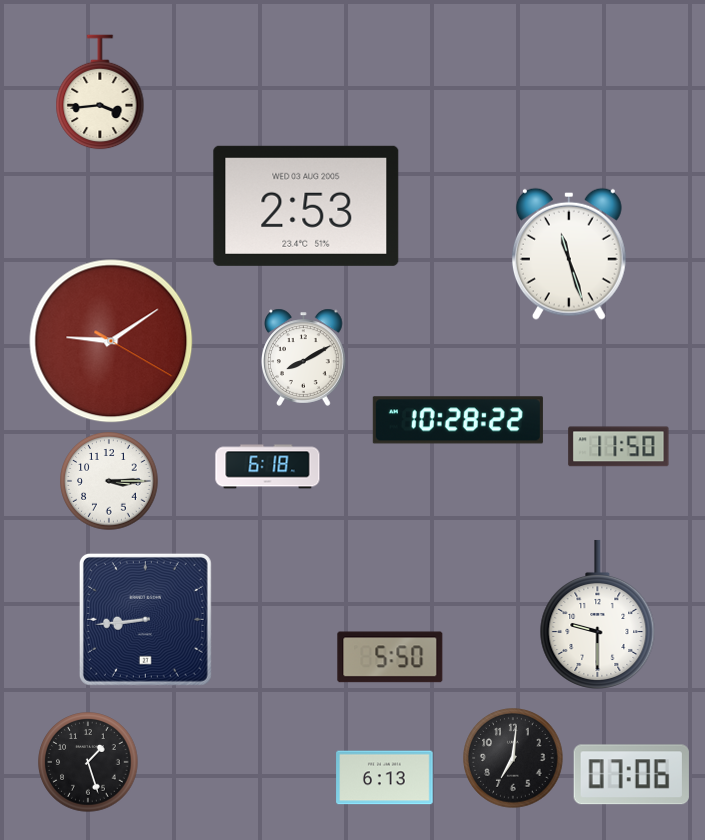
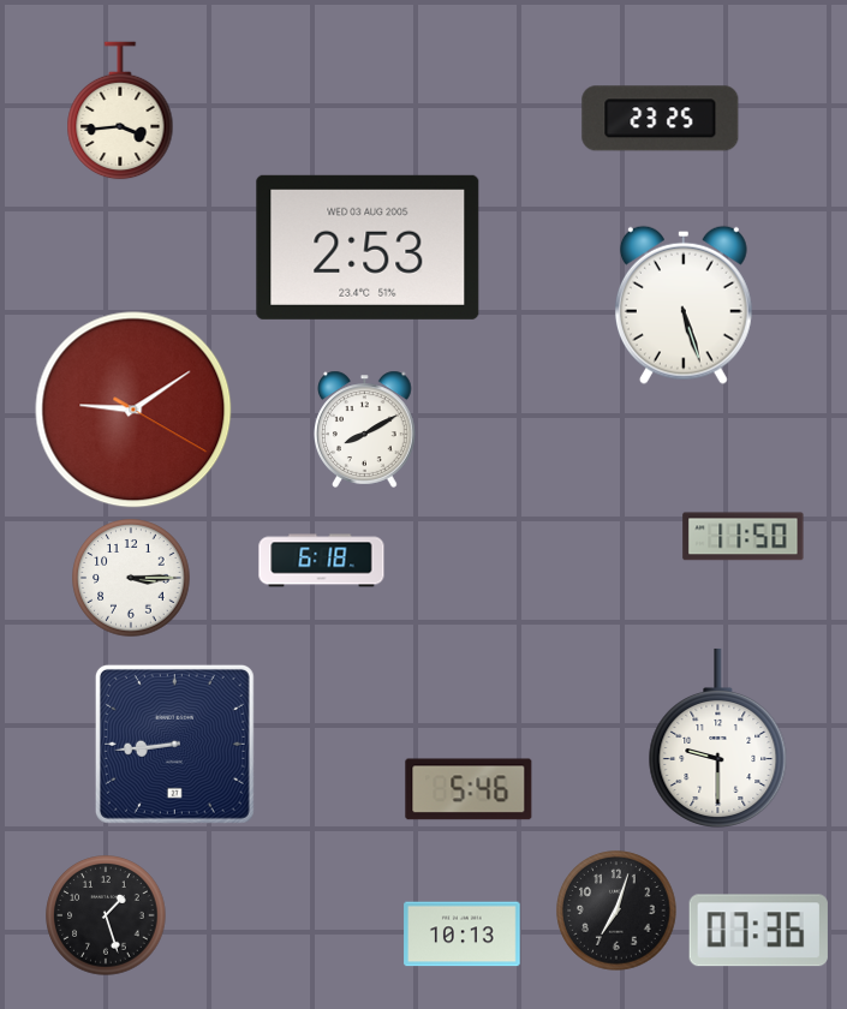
clock at (661, 119): none -> 23:25
clock at (569, 254): 11:27 -> 5:27
clock at (458, 420): 10:28 -> none
clock at (390, 657): 5:50 -> 5:46
clock at (513, 758): 7:01 -> 7:03
clock at (631, 775): 07:06 -> 07:36
clock at (385, 778): 6:13 -> 10:13
